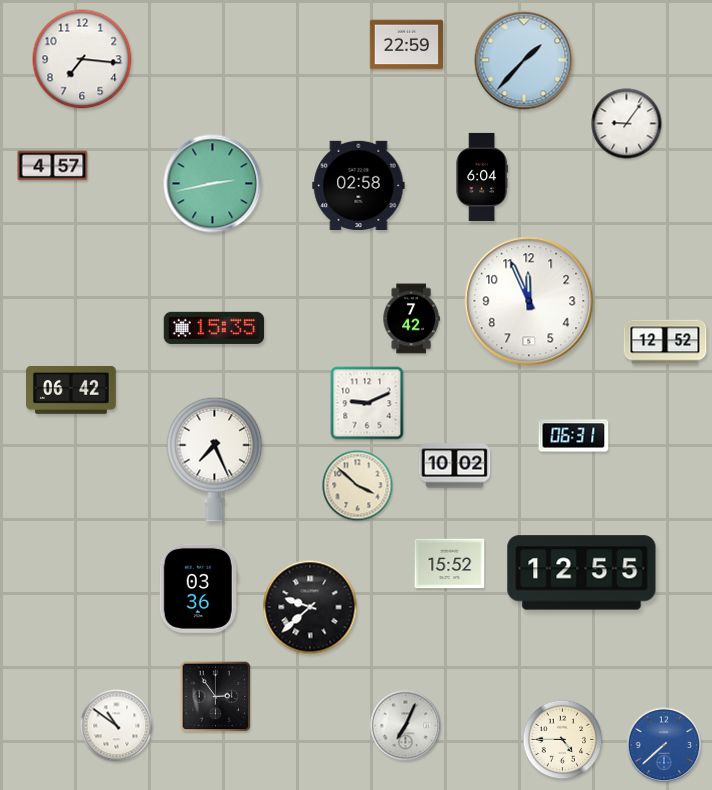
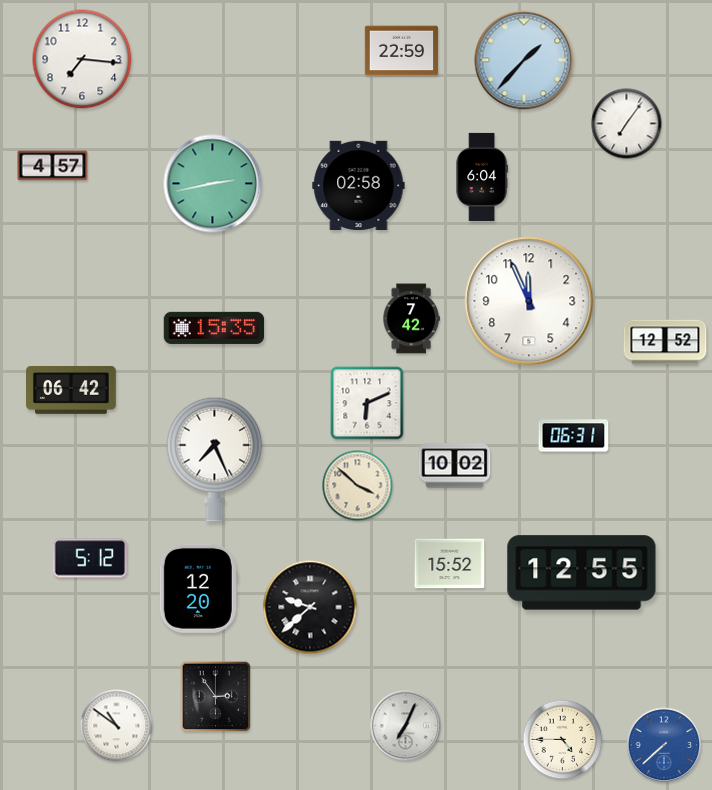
clock at (407, 45) position: (407, 45) -> (402, 51)
clock at (627, 124): 9:06 -> 7:06
clock at (367, 403): 9:11 -> 6:11
clock at (90, 558): none -> 5:12
clock at (198, 588): 03:36 -> 12:20
